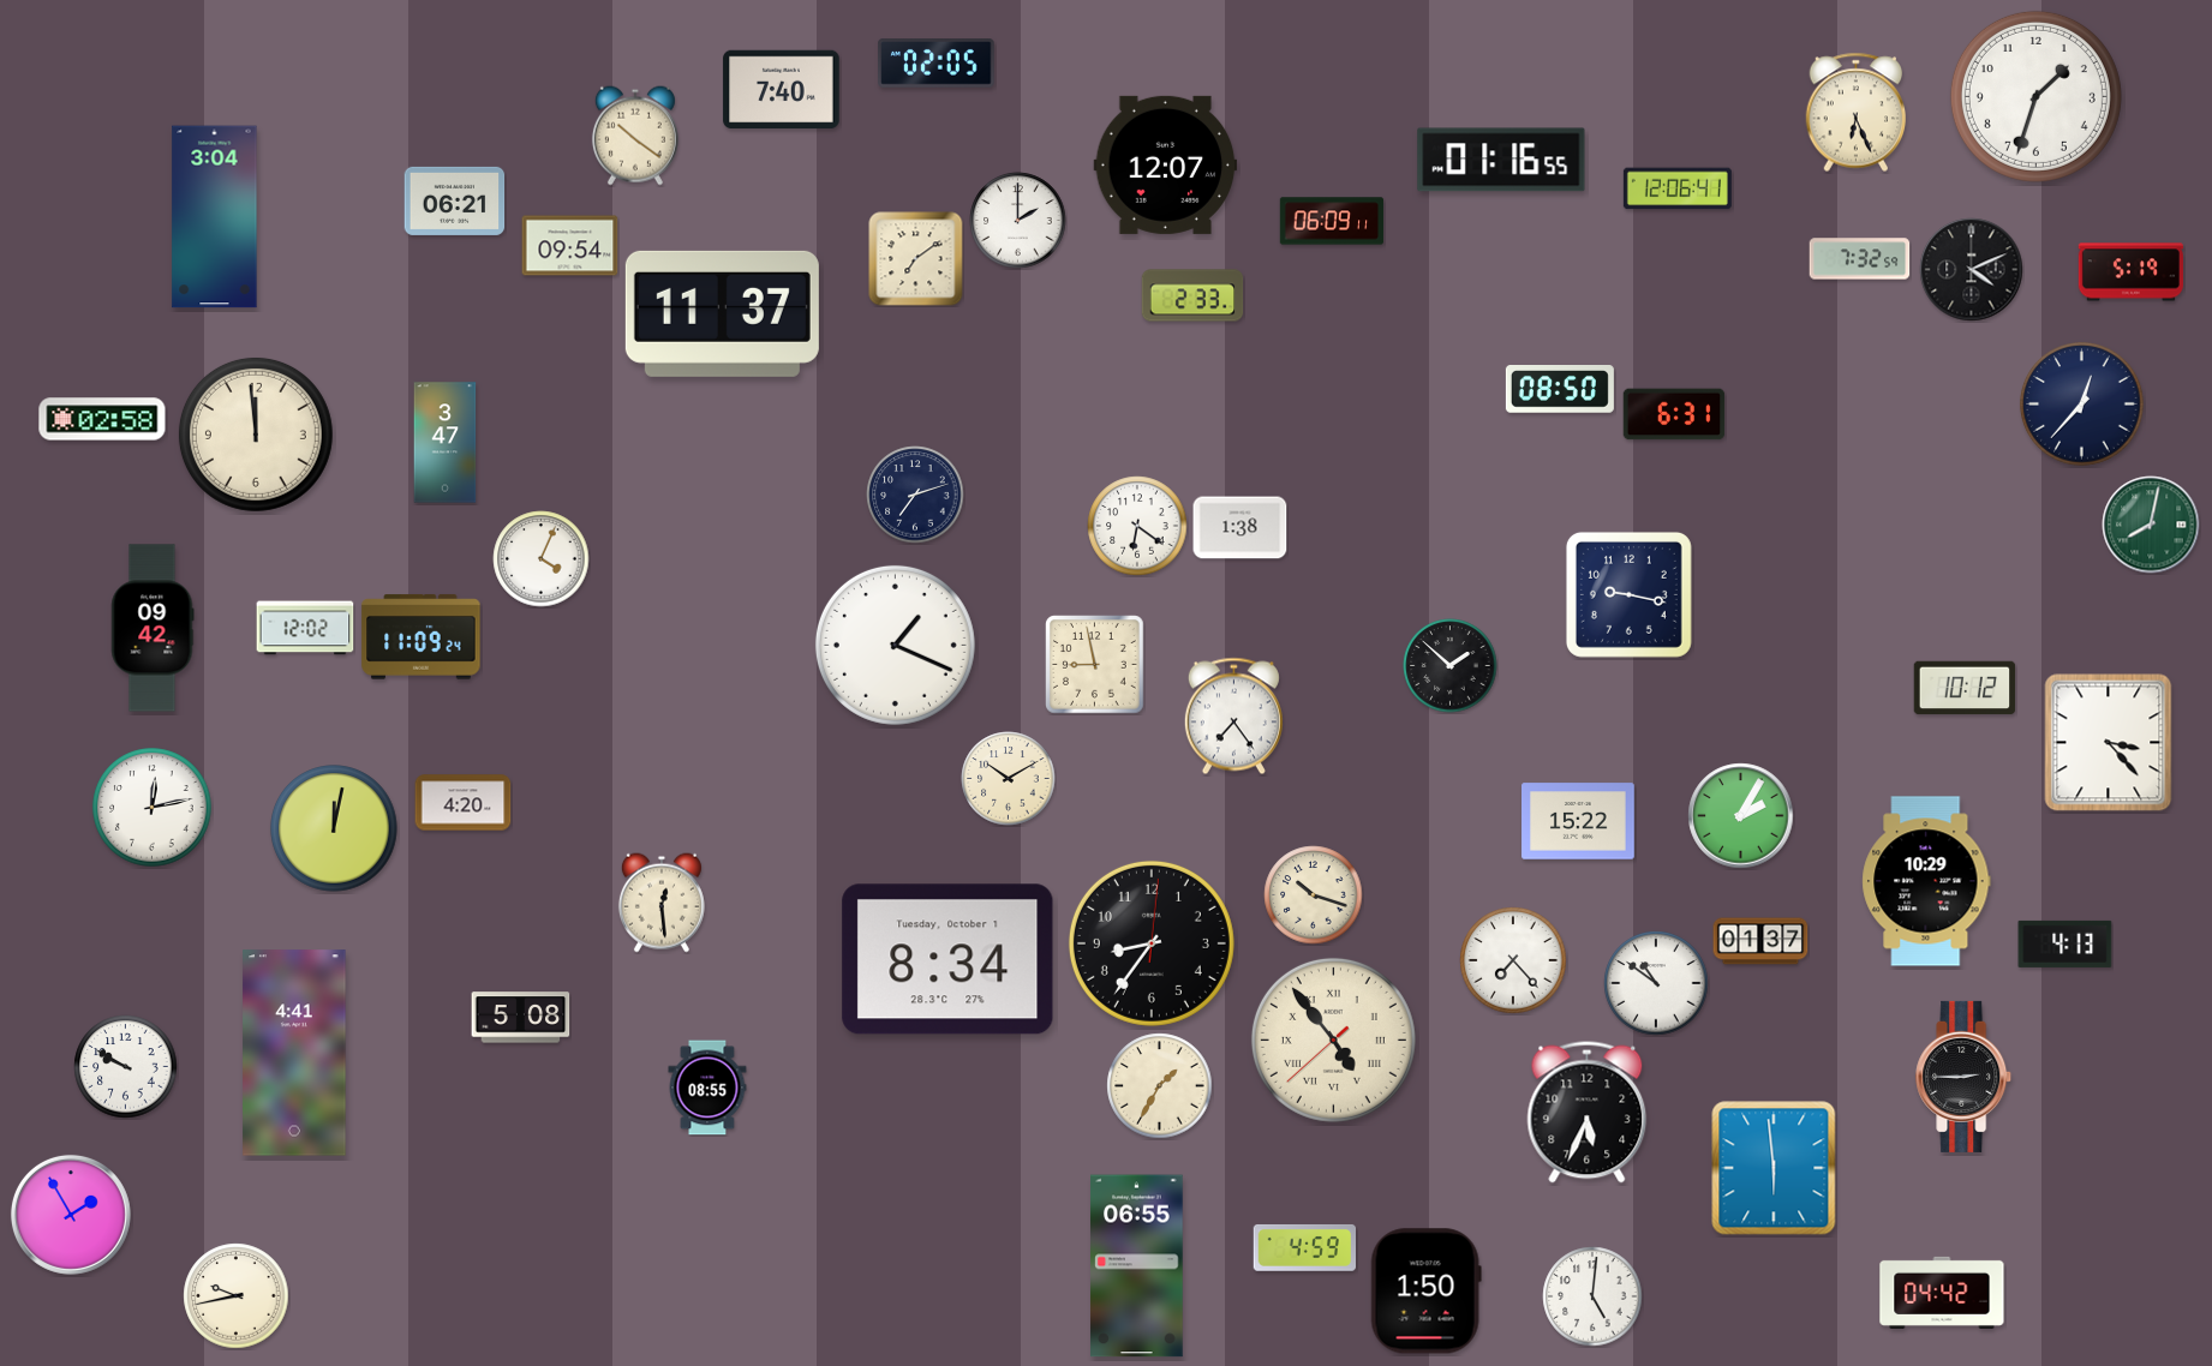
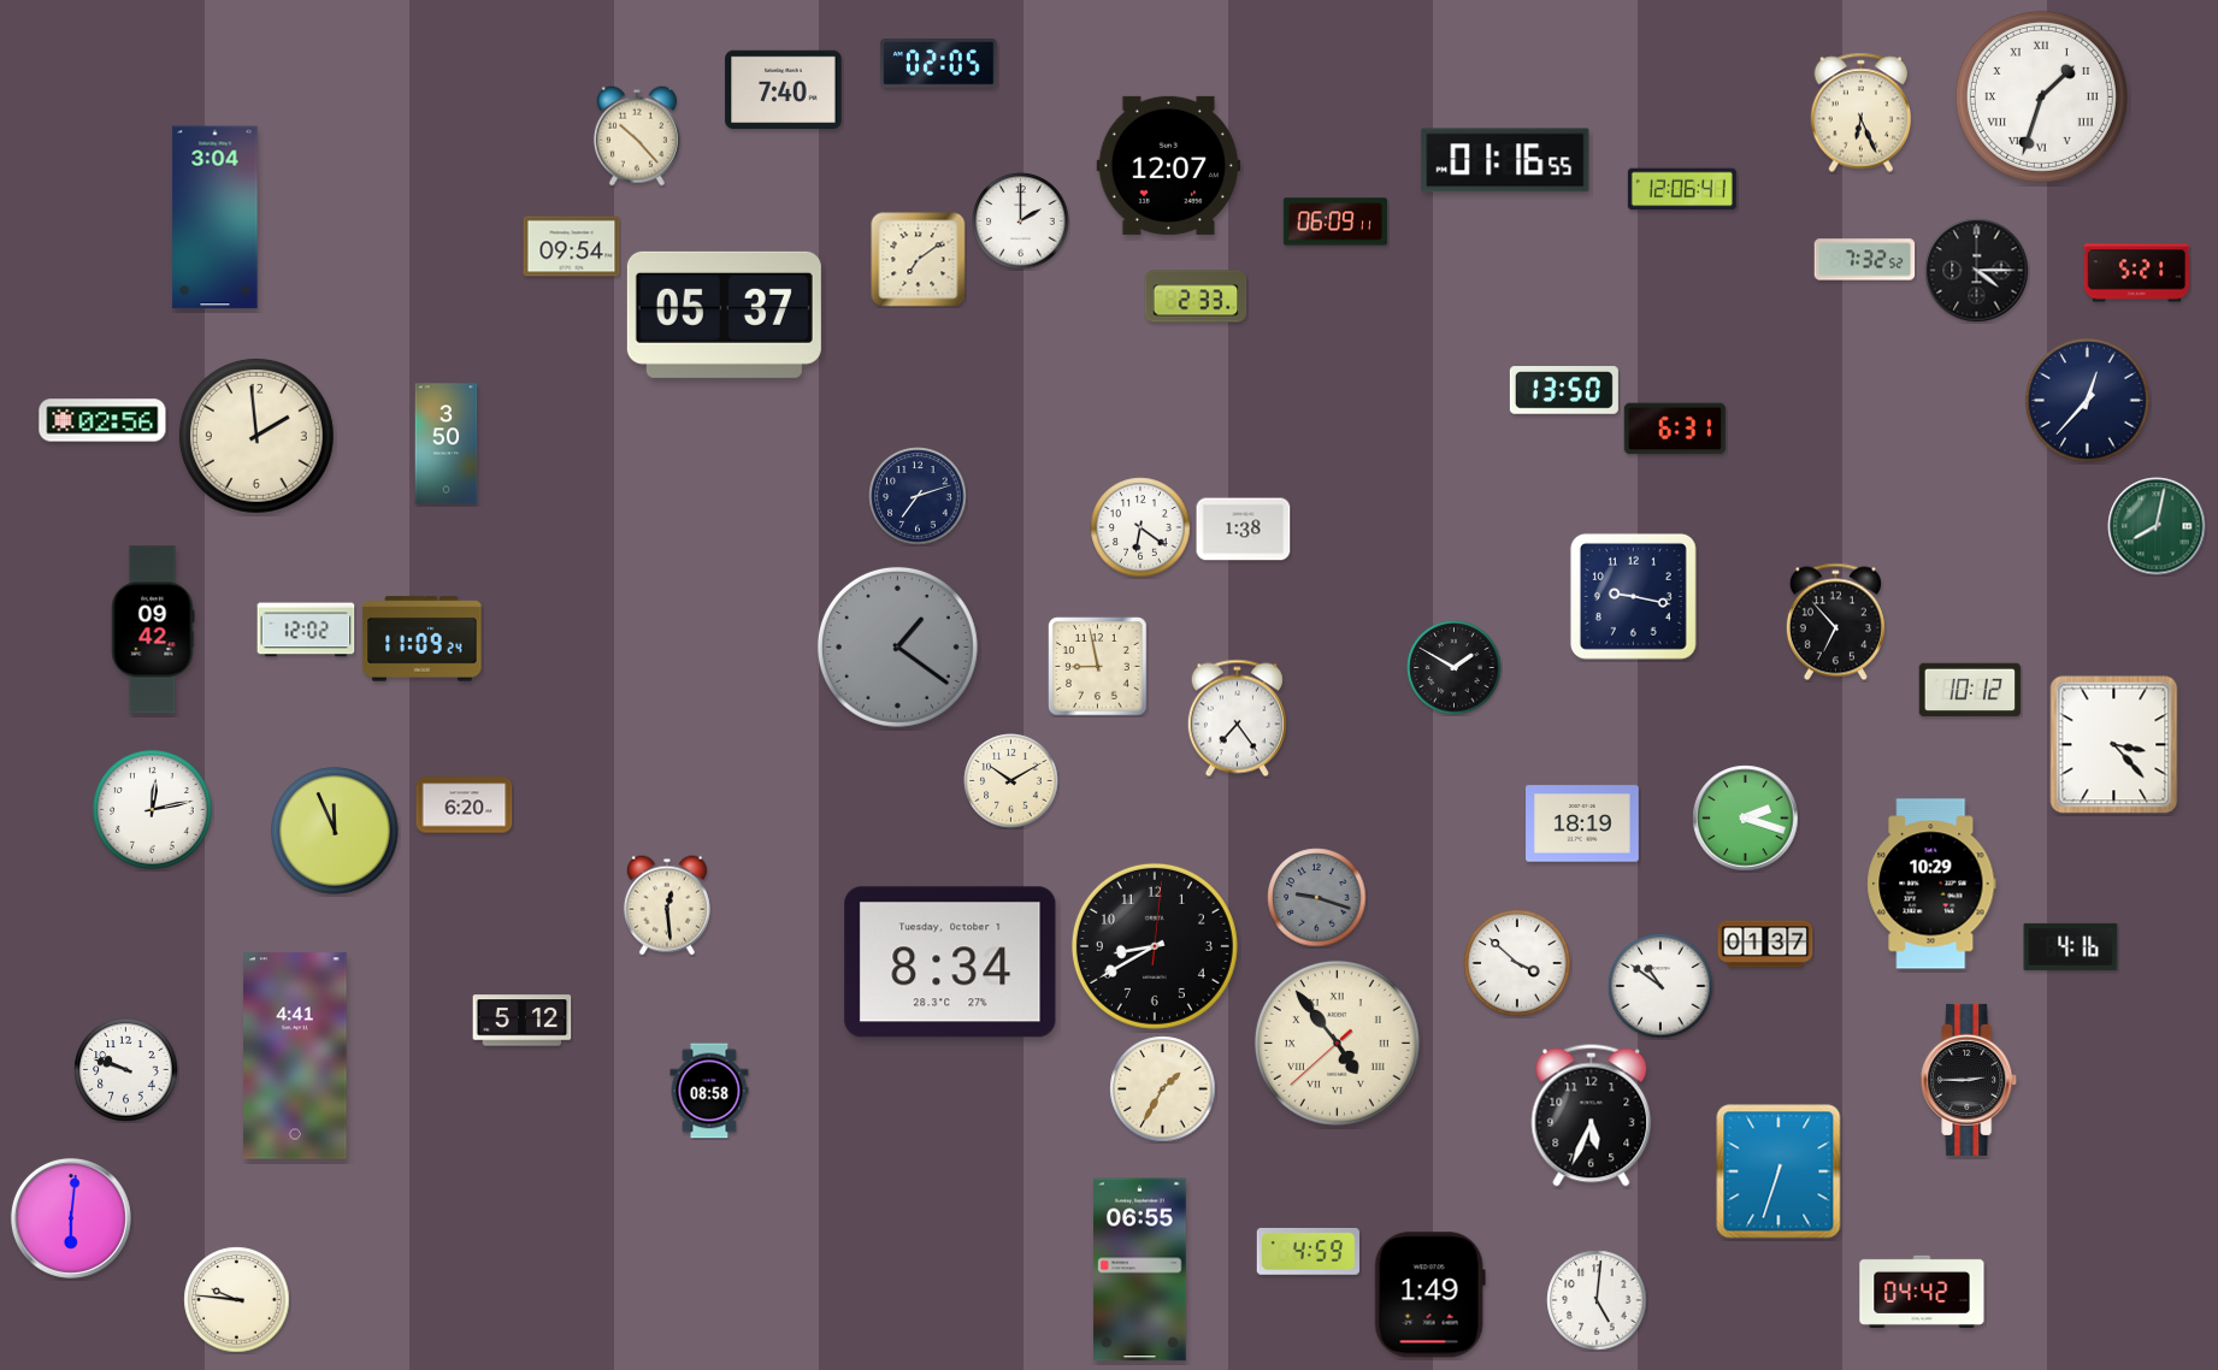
clock at (2035, 96) numerals: Arabic -> Roman
clock at (635, 136): 10:21 -> 10:23
clock at (455, 200): 06:21 -> none
clock at (1860, 259): 7:32:59 -> 7:32:52
clock at (1972, 270): 4:11 -> 4:15
clock at (2130, 272): 5:19 -> 5:21
clock at (722, 313): 11:37 -> 05:37
clock at (1560, 389): 08:50 -> 13:50
clock at (2082, 405) position: (2082, 405) -> (2088, 401)
clock at (1674, 414) position: (1674, 414) -> (1675, 429)
clock at (102, 419): 02:58 -> 02:56
clock at (256, 435): 11:59 -> 1:59
clock at (446, 443): 3:47 -> 3:50
clock at (542, 559): 4:04 -> none
clock at (1835, 622): none -> 6:53
clock at (895, 645): 1:19 -> 1:21
clock at (895, 645) dial: white -> grey
clock at (1451, 666): 1:52 -> 1:50
clock at (464, 803): 4:20 -> 6:20
clock at (1741, 816): 2:05 -> 2:18
clock at (1579, 821): 15:22 -> 18:19
clock at (334, 828): 12:02 -> 11:56
clock at (1314, 895): 10:18 -> 9:18
clock at (1314, 895) dial: cream -> grey
clock at (662, 903) position: (662, 903) -> (667, 905)
clock at (1152, 943): 8:36 -> 8:40
clock at (2065, 943): 4:13 -> 4:16
clock at (1513, 960): 7:23 -> 3:52
clock at (521, 1018): 5:08 -> 5:12
clock at (126, 1067): 9:50 -> 9:48
clock at (707, 1088): 08:55 -> 08:58
clock at (1774, 1168): 5:59 -> 6:33
clock at (71, 1215): 1:55 -> 6:01
clock at (1425, 1292): 1:50 -> 1:49
clock at (1942, 1293) position: (1942, 1293) -> (1922, 1292)
clock at (237, 1296): 9:43 -> 9:46
